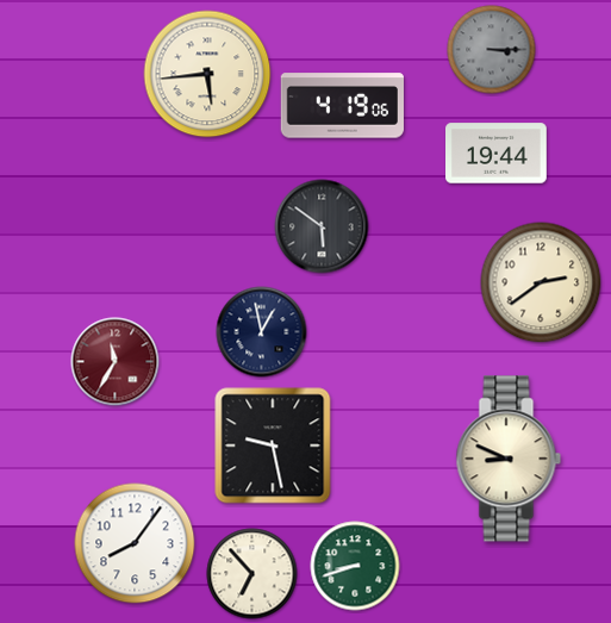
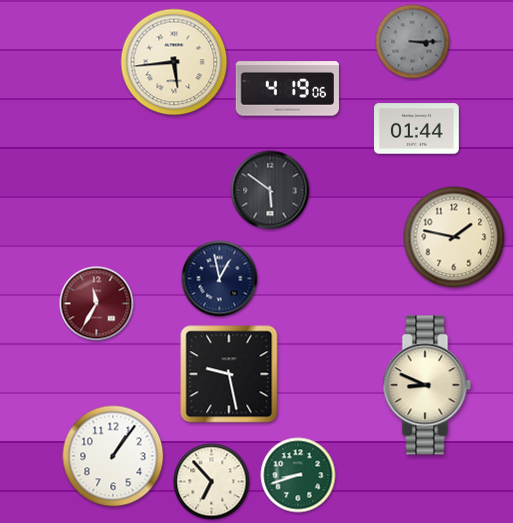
clock at (497, 154): 19:44 -> 01:44
clock at (541, 282): 2:39 -> 1:47
clock at (135, 543): 8:06 -> 1:06
